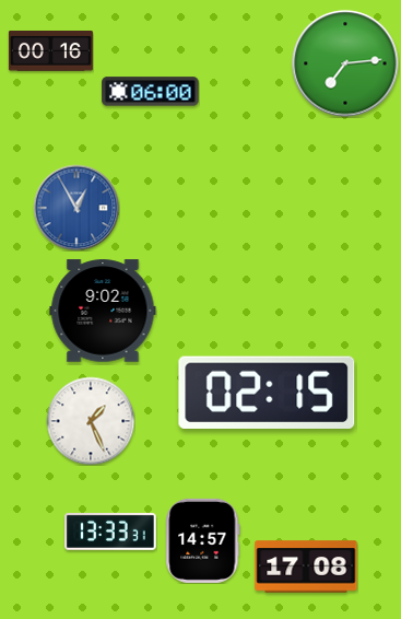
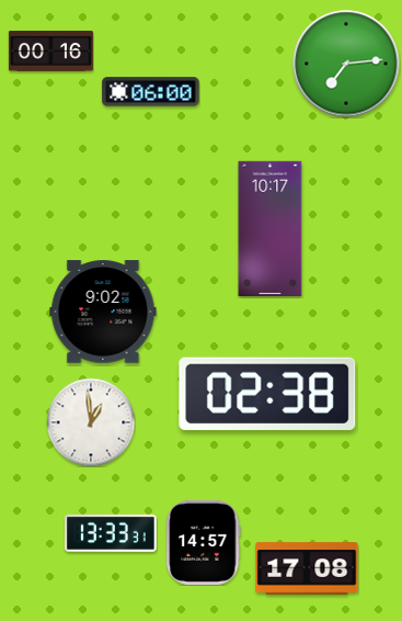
clock at (76, 208): 12:55 -> none
clock at (271, 229): none -> 10:17
clock at (267, 393): 02:15 -> 02:38
clock at (91, 421): 1:26 -> 12:59
